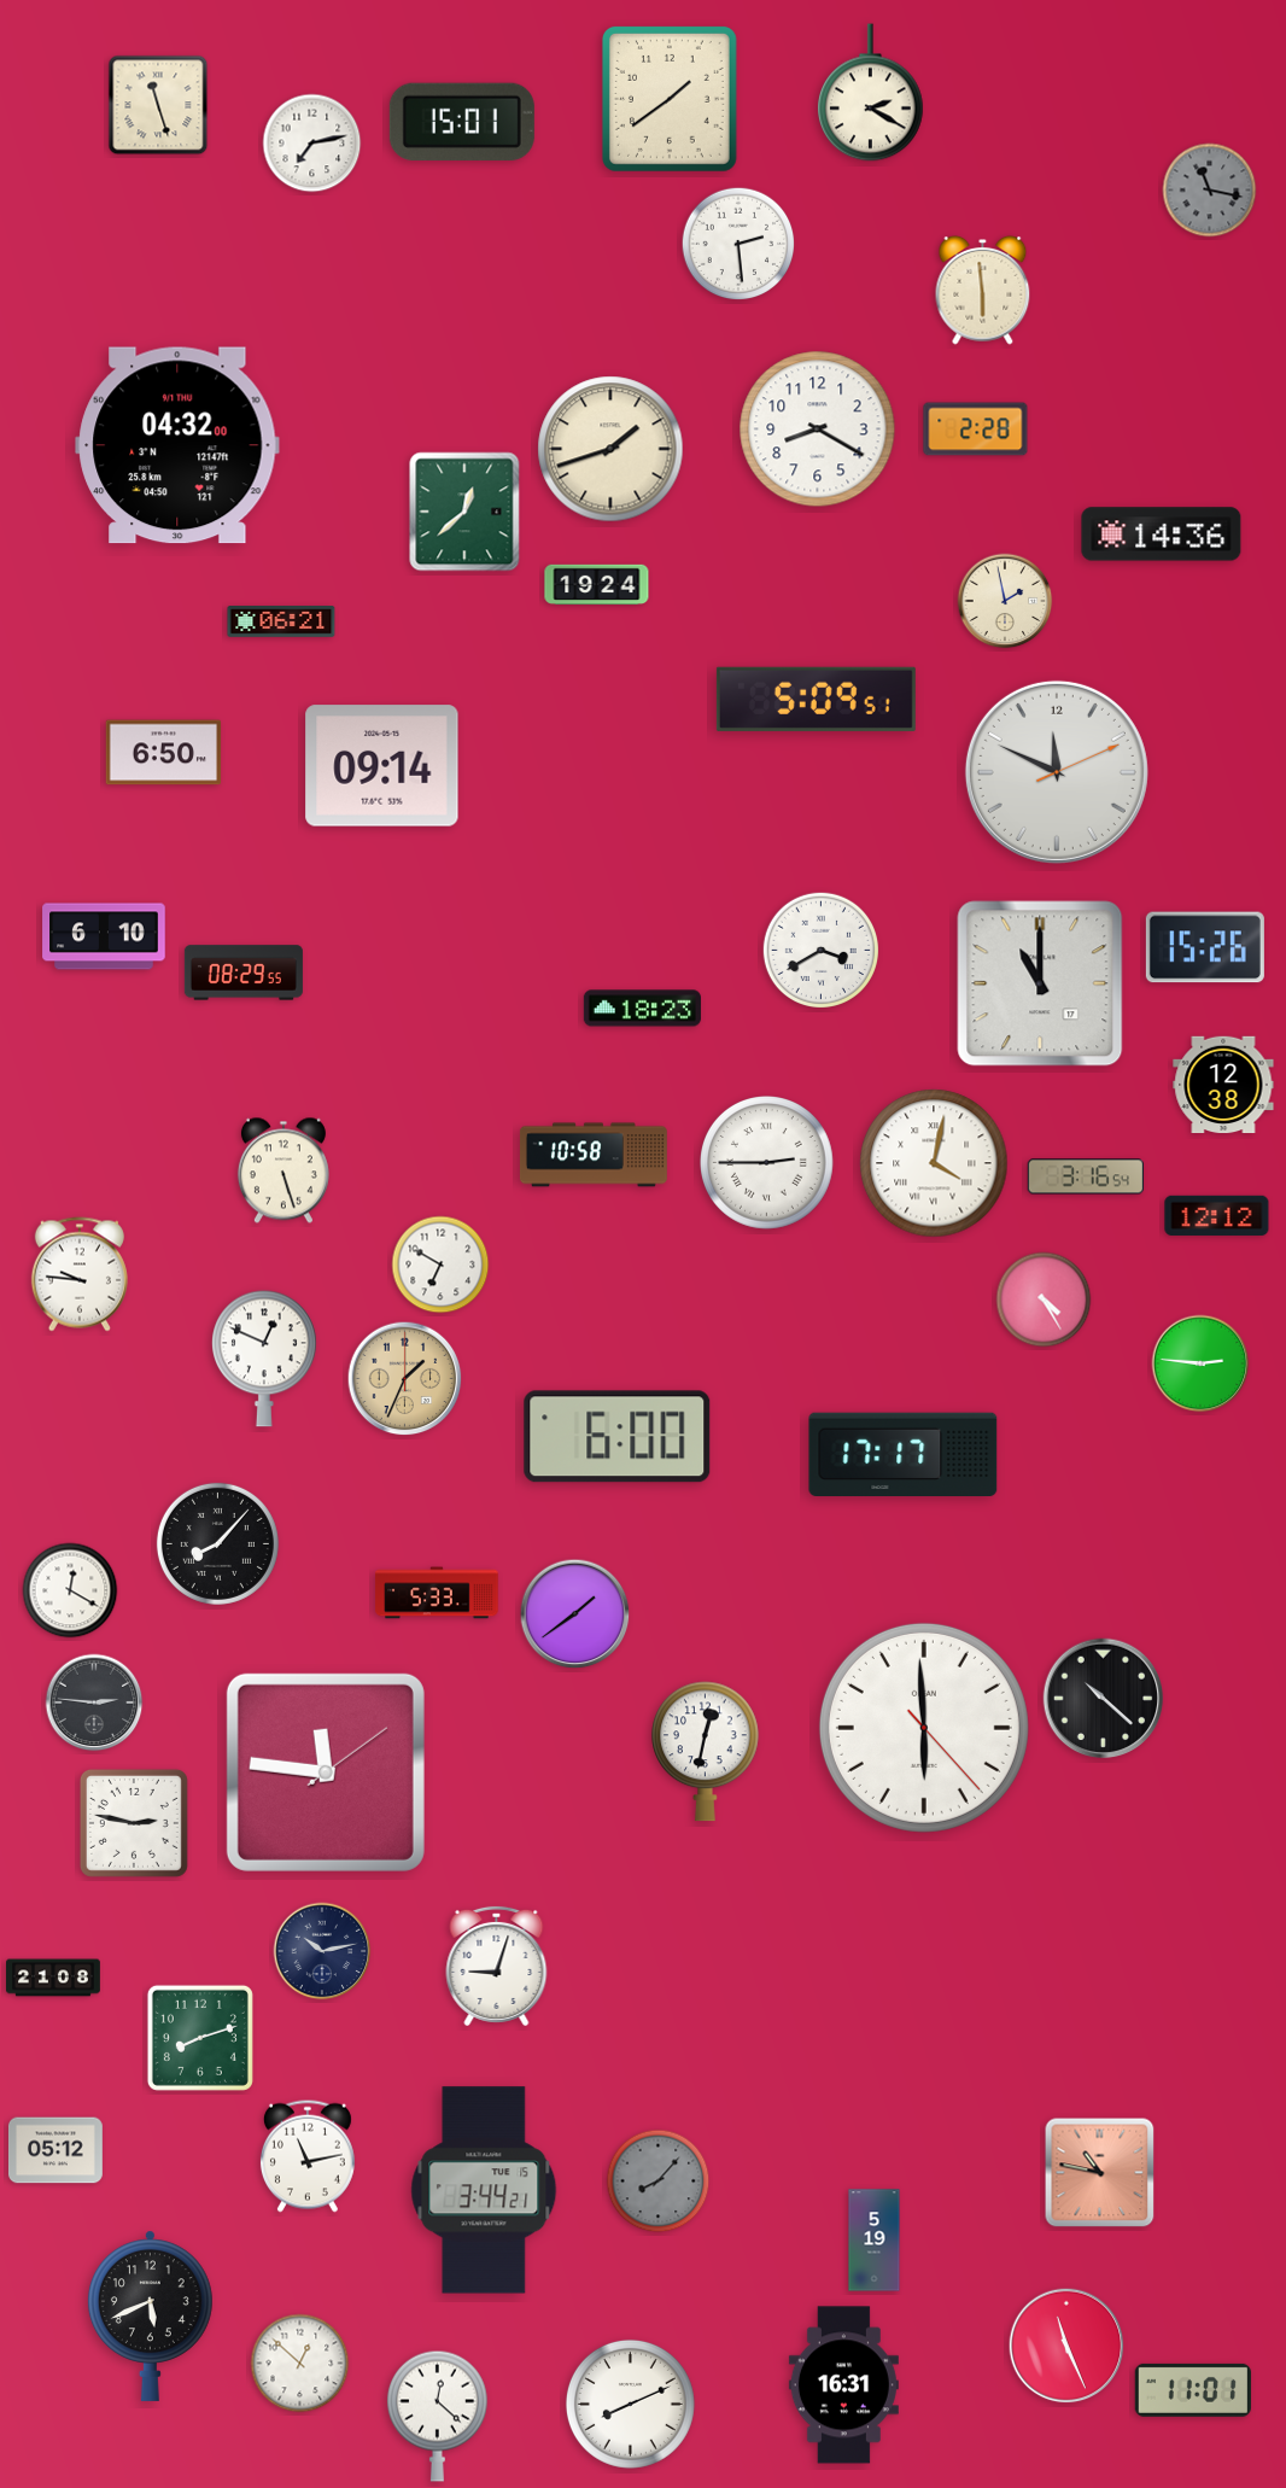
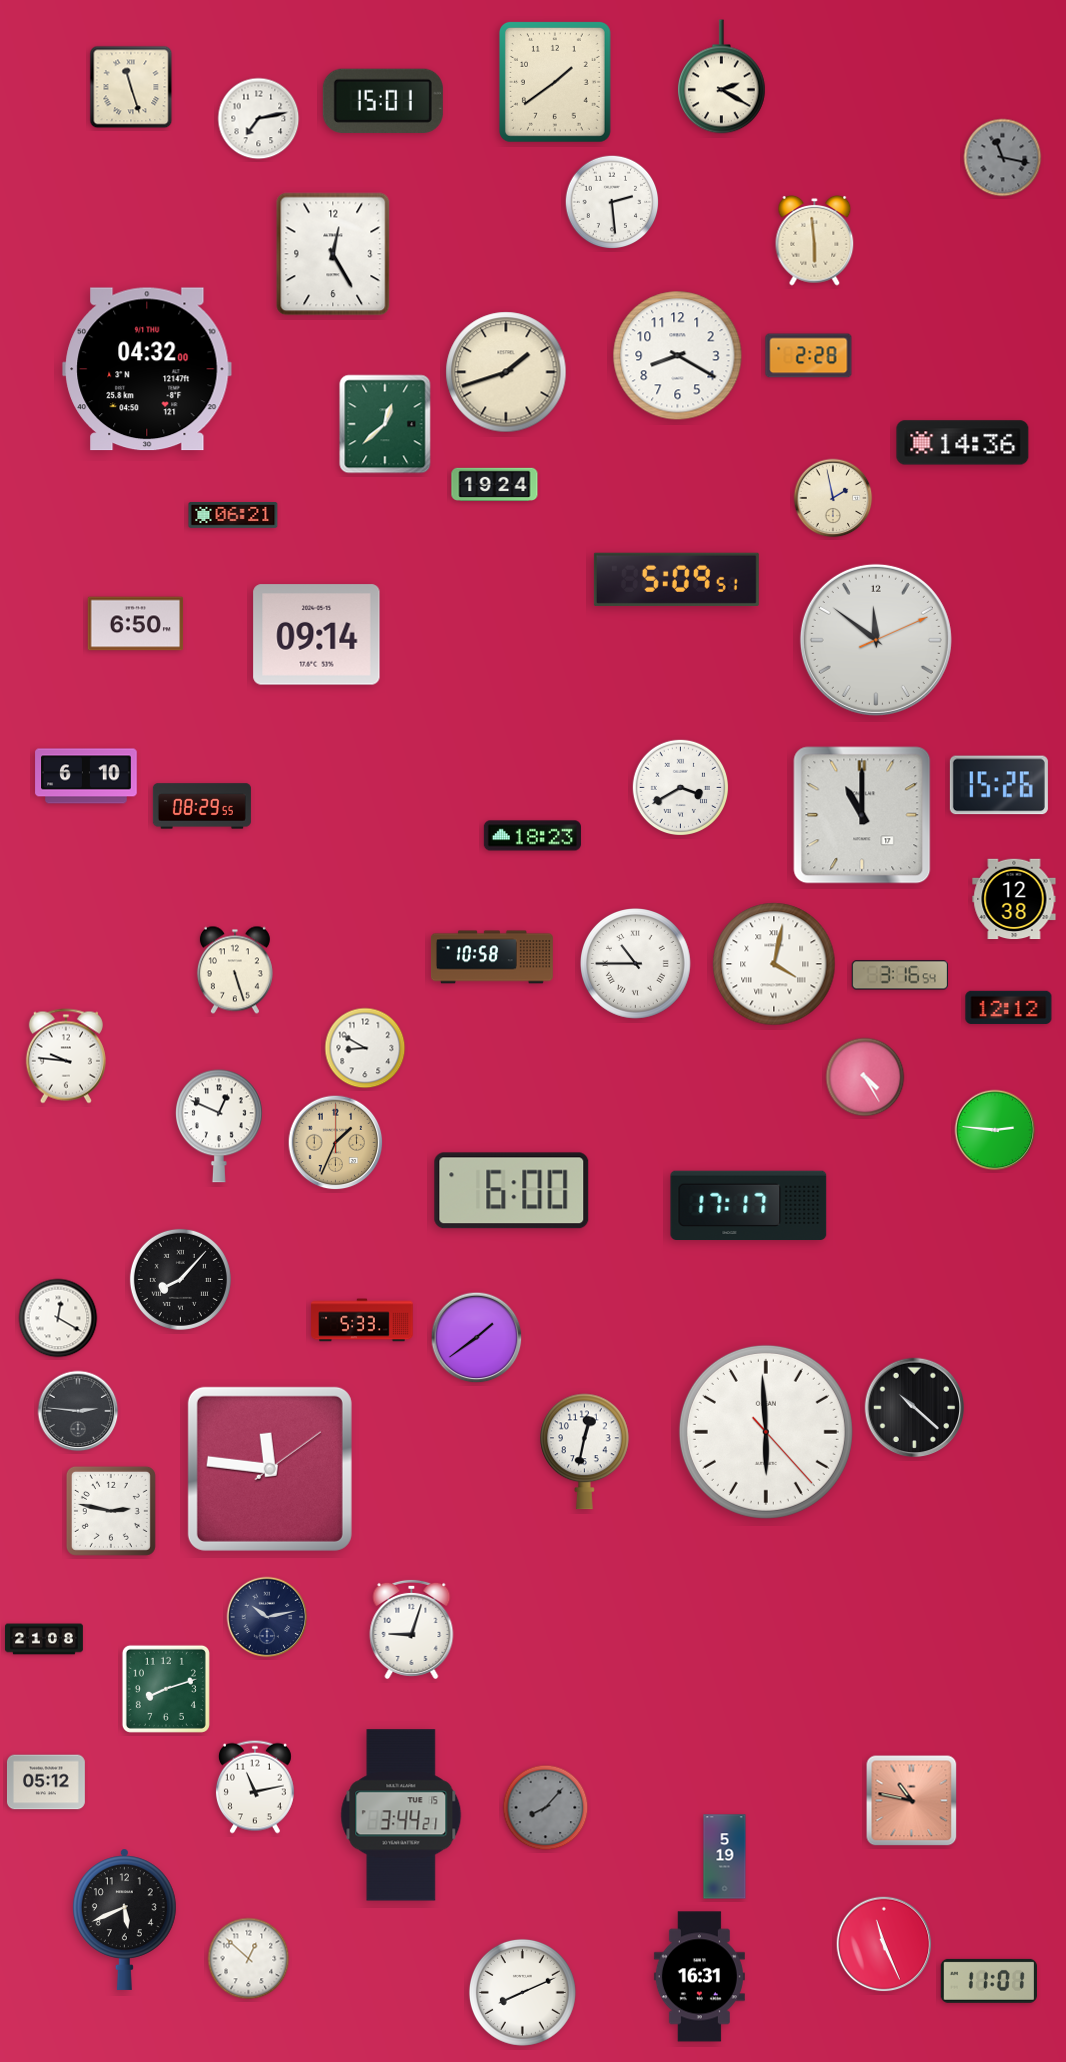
clock at (333, 254): none -> 12:25
clock at (1057, 772): 11:49 -> 11:51
clock at (767, 1163): 2:45 -> 10:45
clock at (440, 1265): 6:50 -> 8:50
clock at (437, 2416): 12:22 -> none
